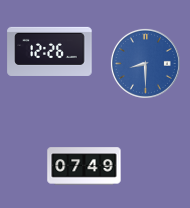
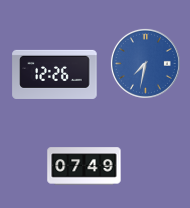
clock at (50, 51) position: (50, 51) -> (55, 74)
clock at (145, 63): 8:30 -> 7:32
